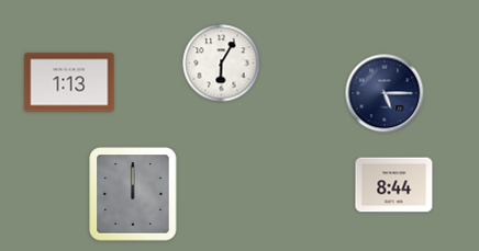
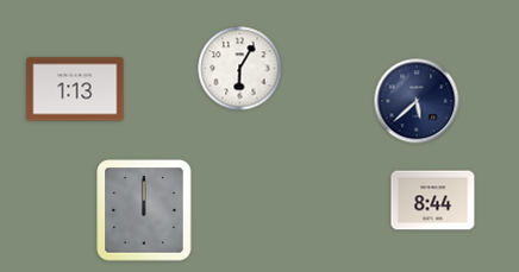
clock at (385, 93): 5:15 -> 5:38
clock at (394, 185) position: (394, 185) -> (433, 201)
